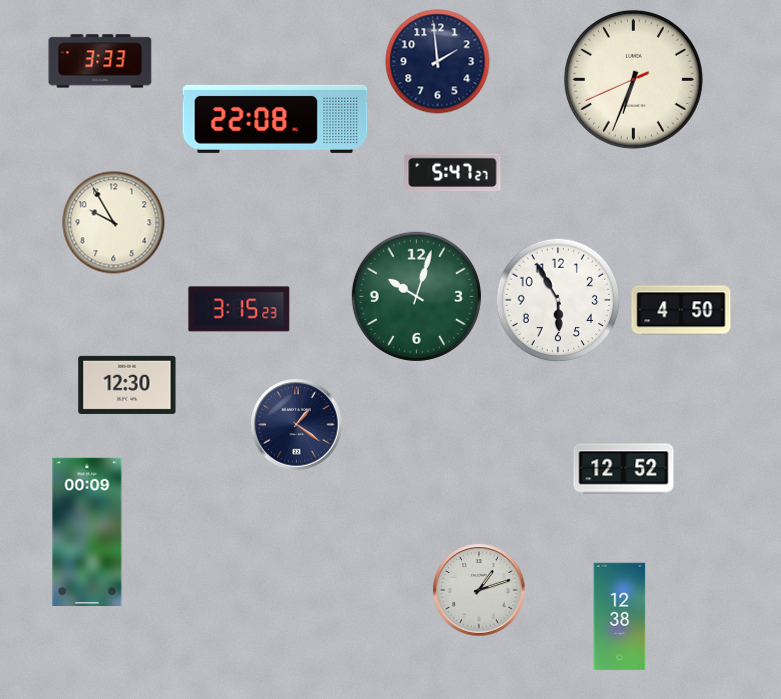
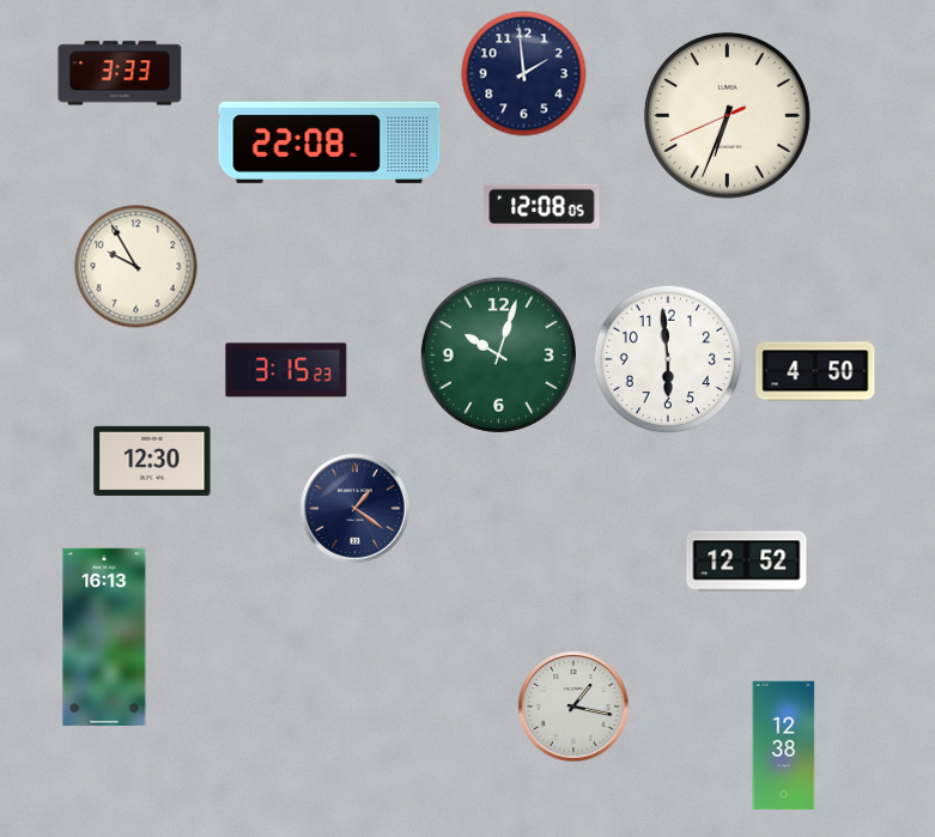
clock at (633, 79) position: (633, 79) -> (727, 115)
clock at (453, 173): 5:47 -> 12:08
clock at (558, 300): 5:55 -> 5:59
clock at (87, 531): 00:09 -> 16:13
clock at (479, 590): 1:12 -> 1:17
clock at (620, 617) position: (620, 617) -> (784, 746)
